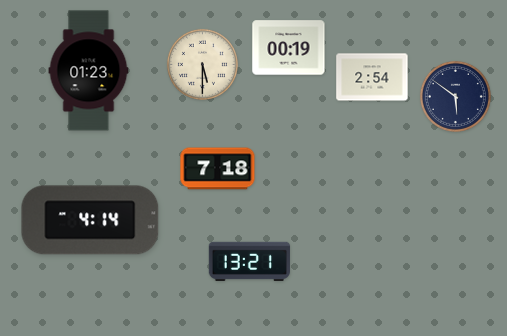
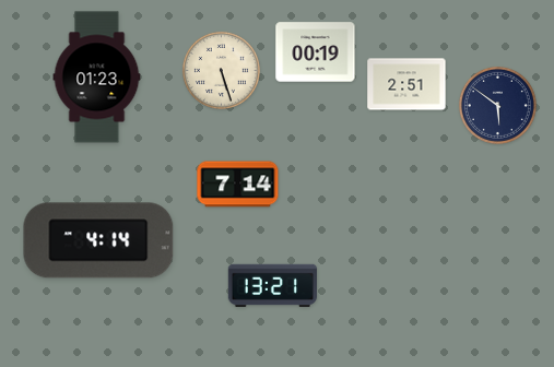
clock at (202, 64): 5:30 -> 5:27
clock at (372, 77): 2:54 -> 2:51
clock at (218, 169): 7:18 -> 7:14
